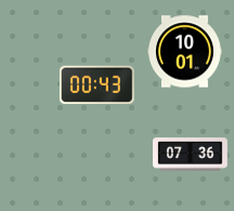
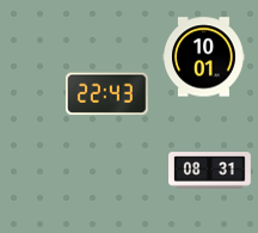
clock at (96, 85): 00:43 -> 22:43
clock at (191, 155): 07:36 -> 08:31
